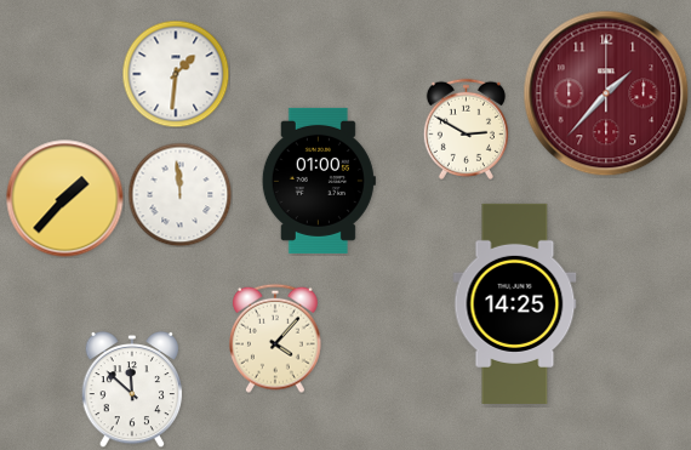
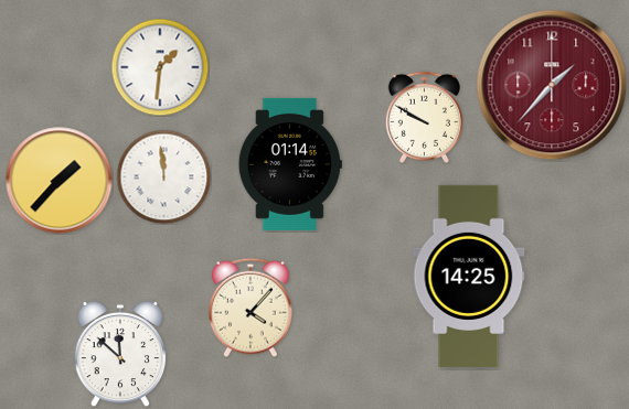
clock at (466, 129): 2:50 -> 9:50
clock at (319, 181): 01:00 -> 01:14
